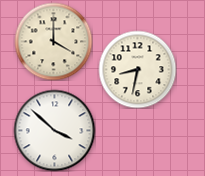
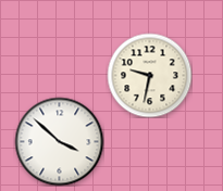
clock at (53, 41): 4:00 -> none
clock at (137, 69): 8:32 -> 9:32
